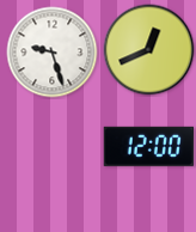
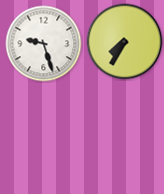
clock at (149, 50): 12:41 -> 7:35
clock at (148, 146): 12:00 -> none
